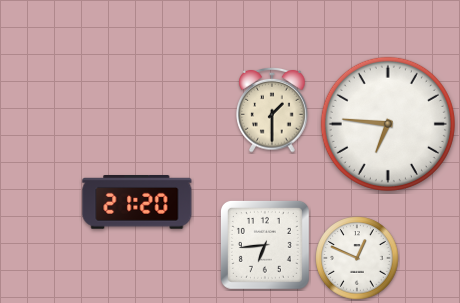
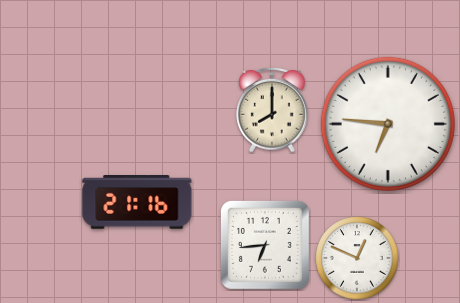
clock at (272, 110): 1:30 -> 8:00
clock at (137, 203): 21:20 -> 21:16
